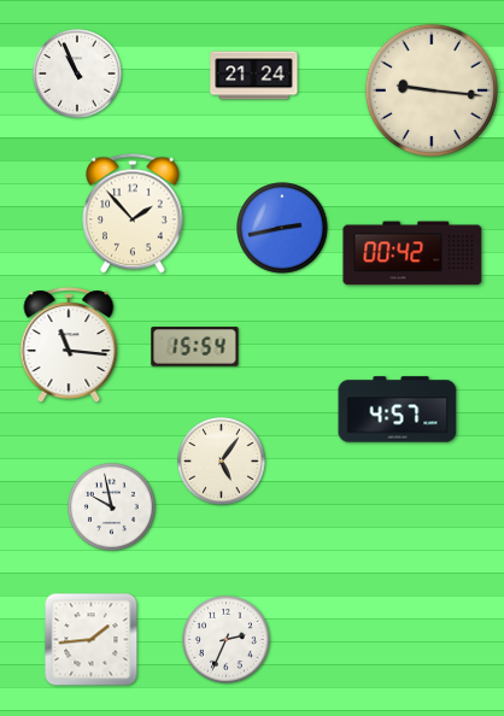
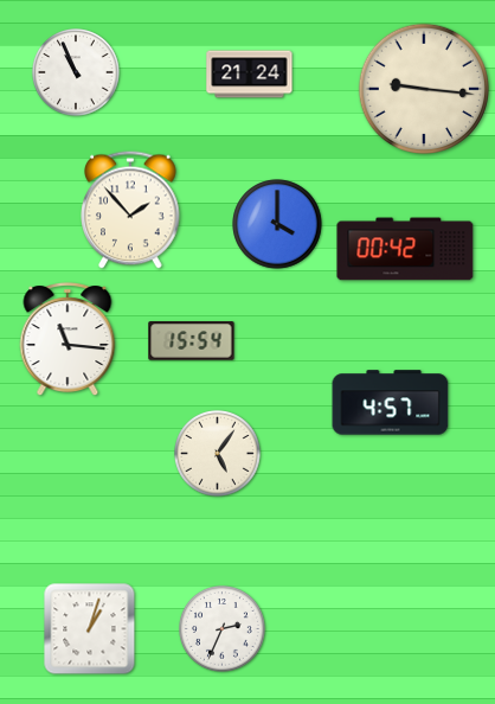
clock at (282, 228): 2:43 -> 4:00
clock at (112, 507): 9:58 -> none
clock at (92, 640): 1:44 -> 1:03
